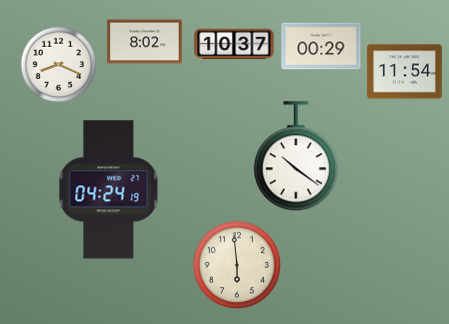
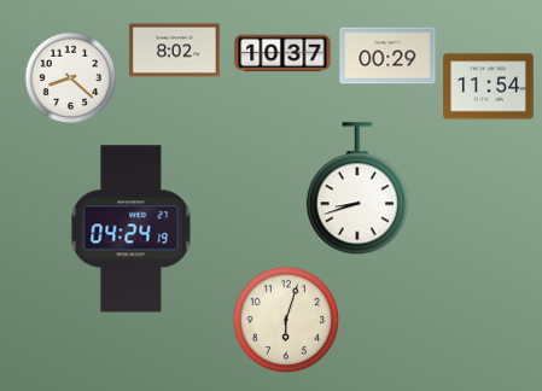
clock at (59, 65): 8:19 -> 8:22
clock at (296, 157): 10:21 -> 8:42
clock at (237, 265): 5:59 -> 6:03
